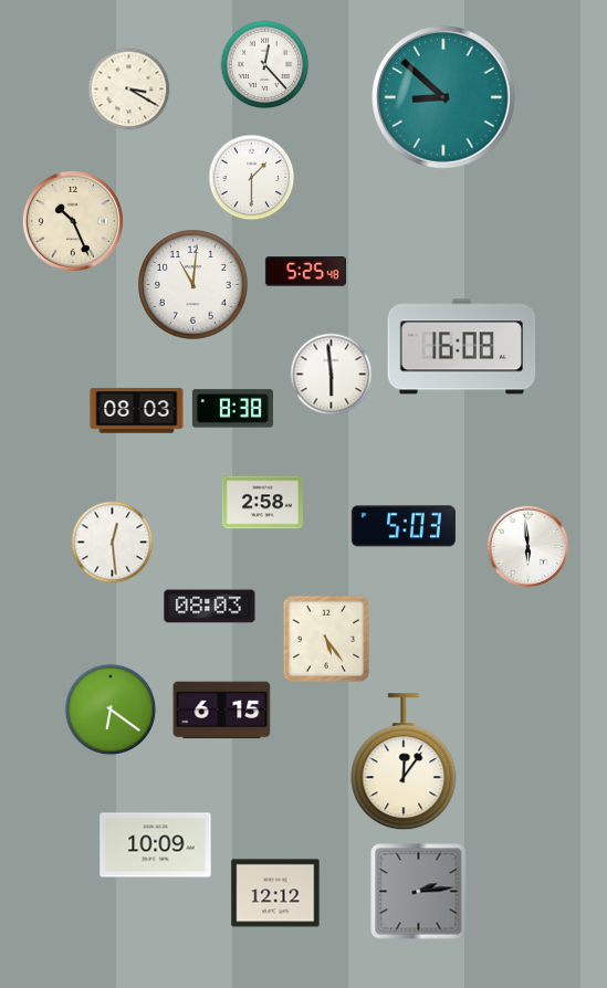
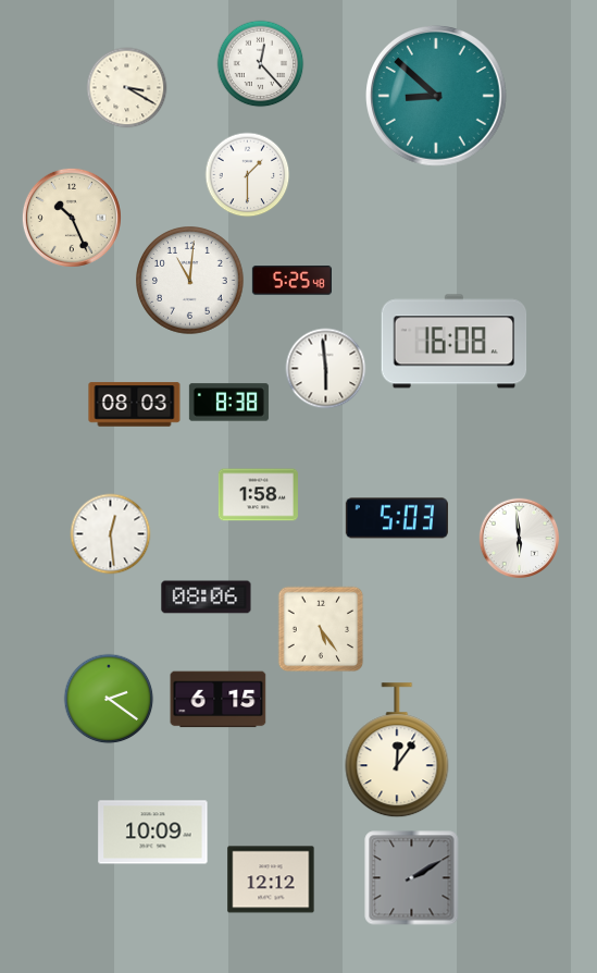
clock at (305, 272) position: (305, 272) -> (291, 281)
clock at (262, 503): 2:58 -> 1:58
clock at (210, 607): 08:03 -> 08:06
clock at (111, 710): 6:21 -> 2:21
clock at (419, 892): 2:14 -> 2:10
